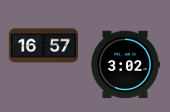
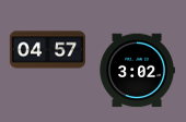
clock at (43, 46): 16:57 -> 04:57
